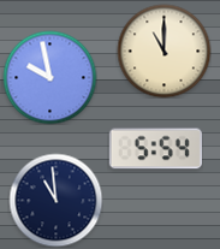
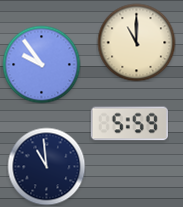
clock at (49, 77): 9:58 -> 9:54
clock at (155, 149): 5:54 -> 5:59
